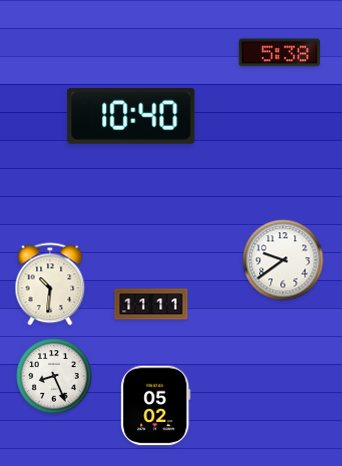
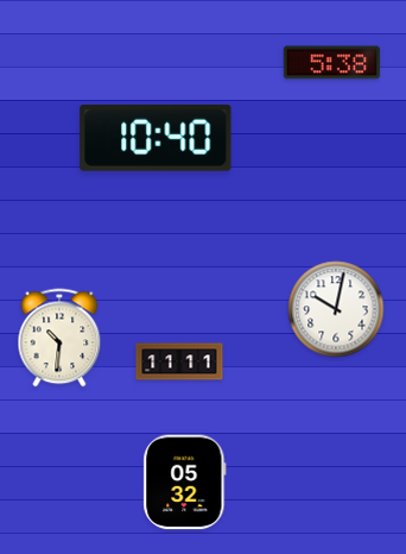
clock at (283, 260): 9:39 -> 10:02
clock at (54, 376): 8:26 -> none
clock at (156, 406): 05:02 -> 05:32
